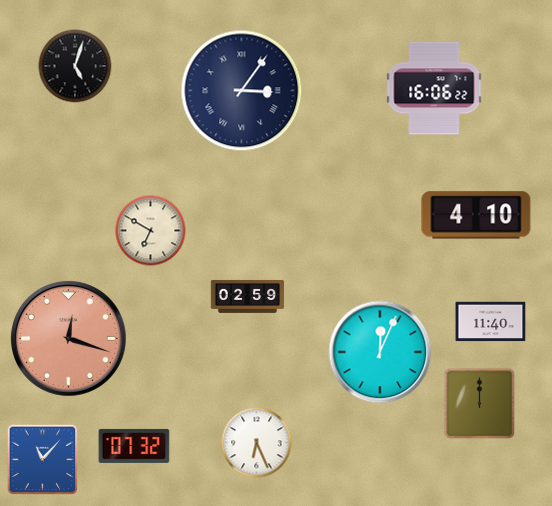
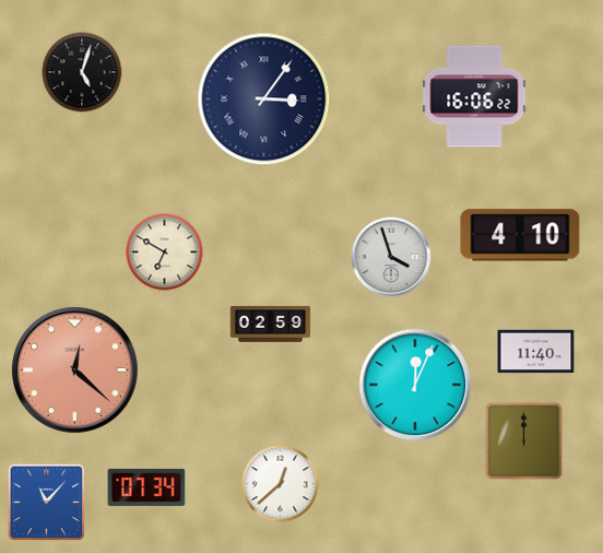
clock at (391, 257): none -> 3:57
clock at (68, 338): 12:18 -> 12:22
clock at (257, 443): 6:26 -> 12:38
clock at (134, 446): 07:32 -> 07:34
